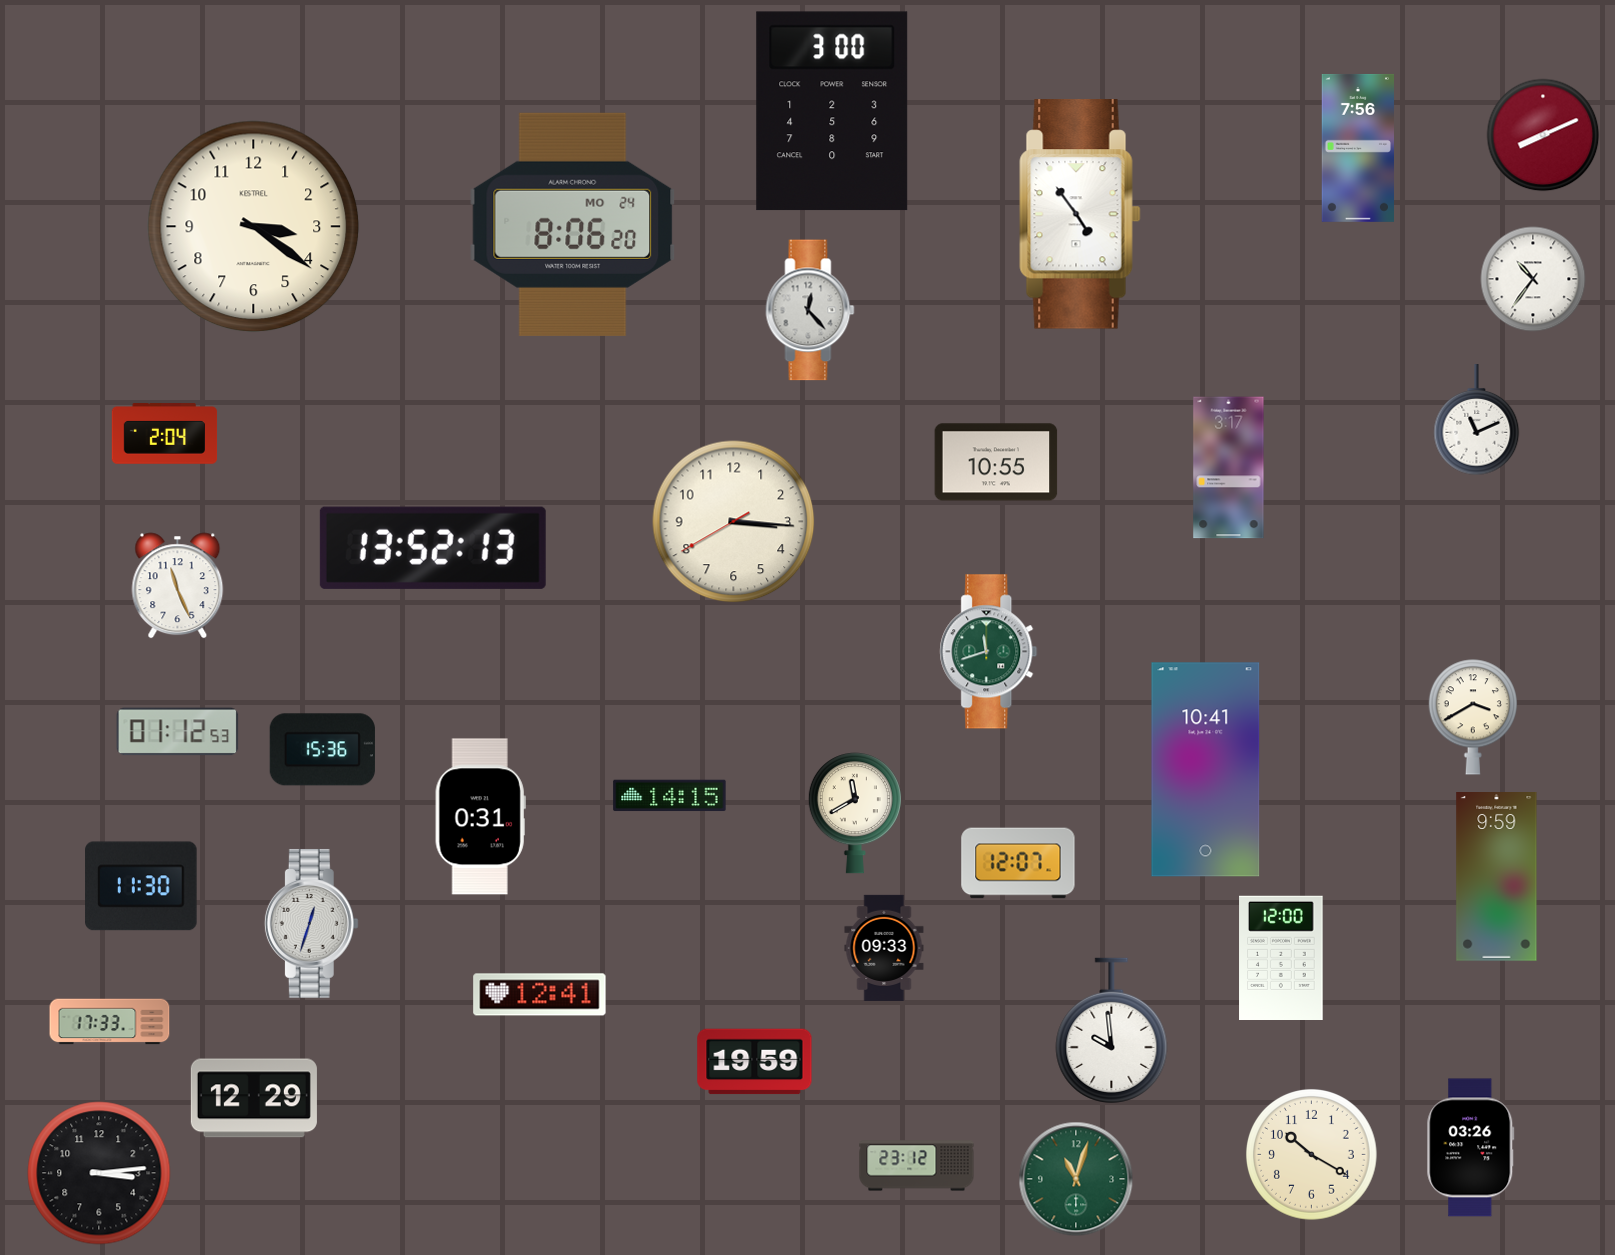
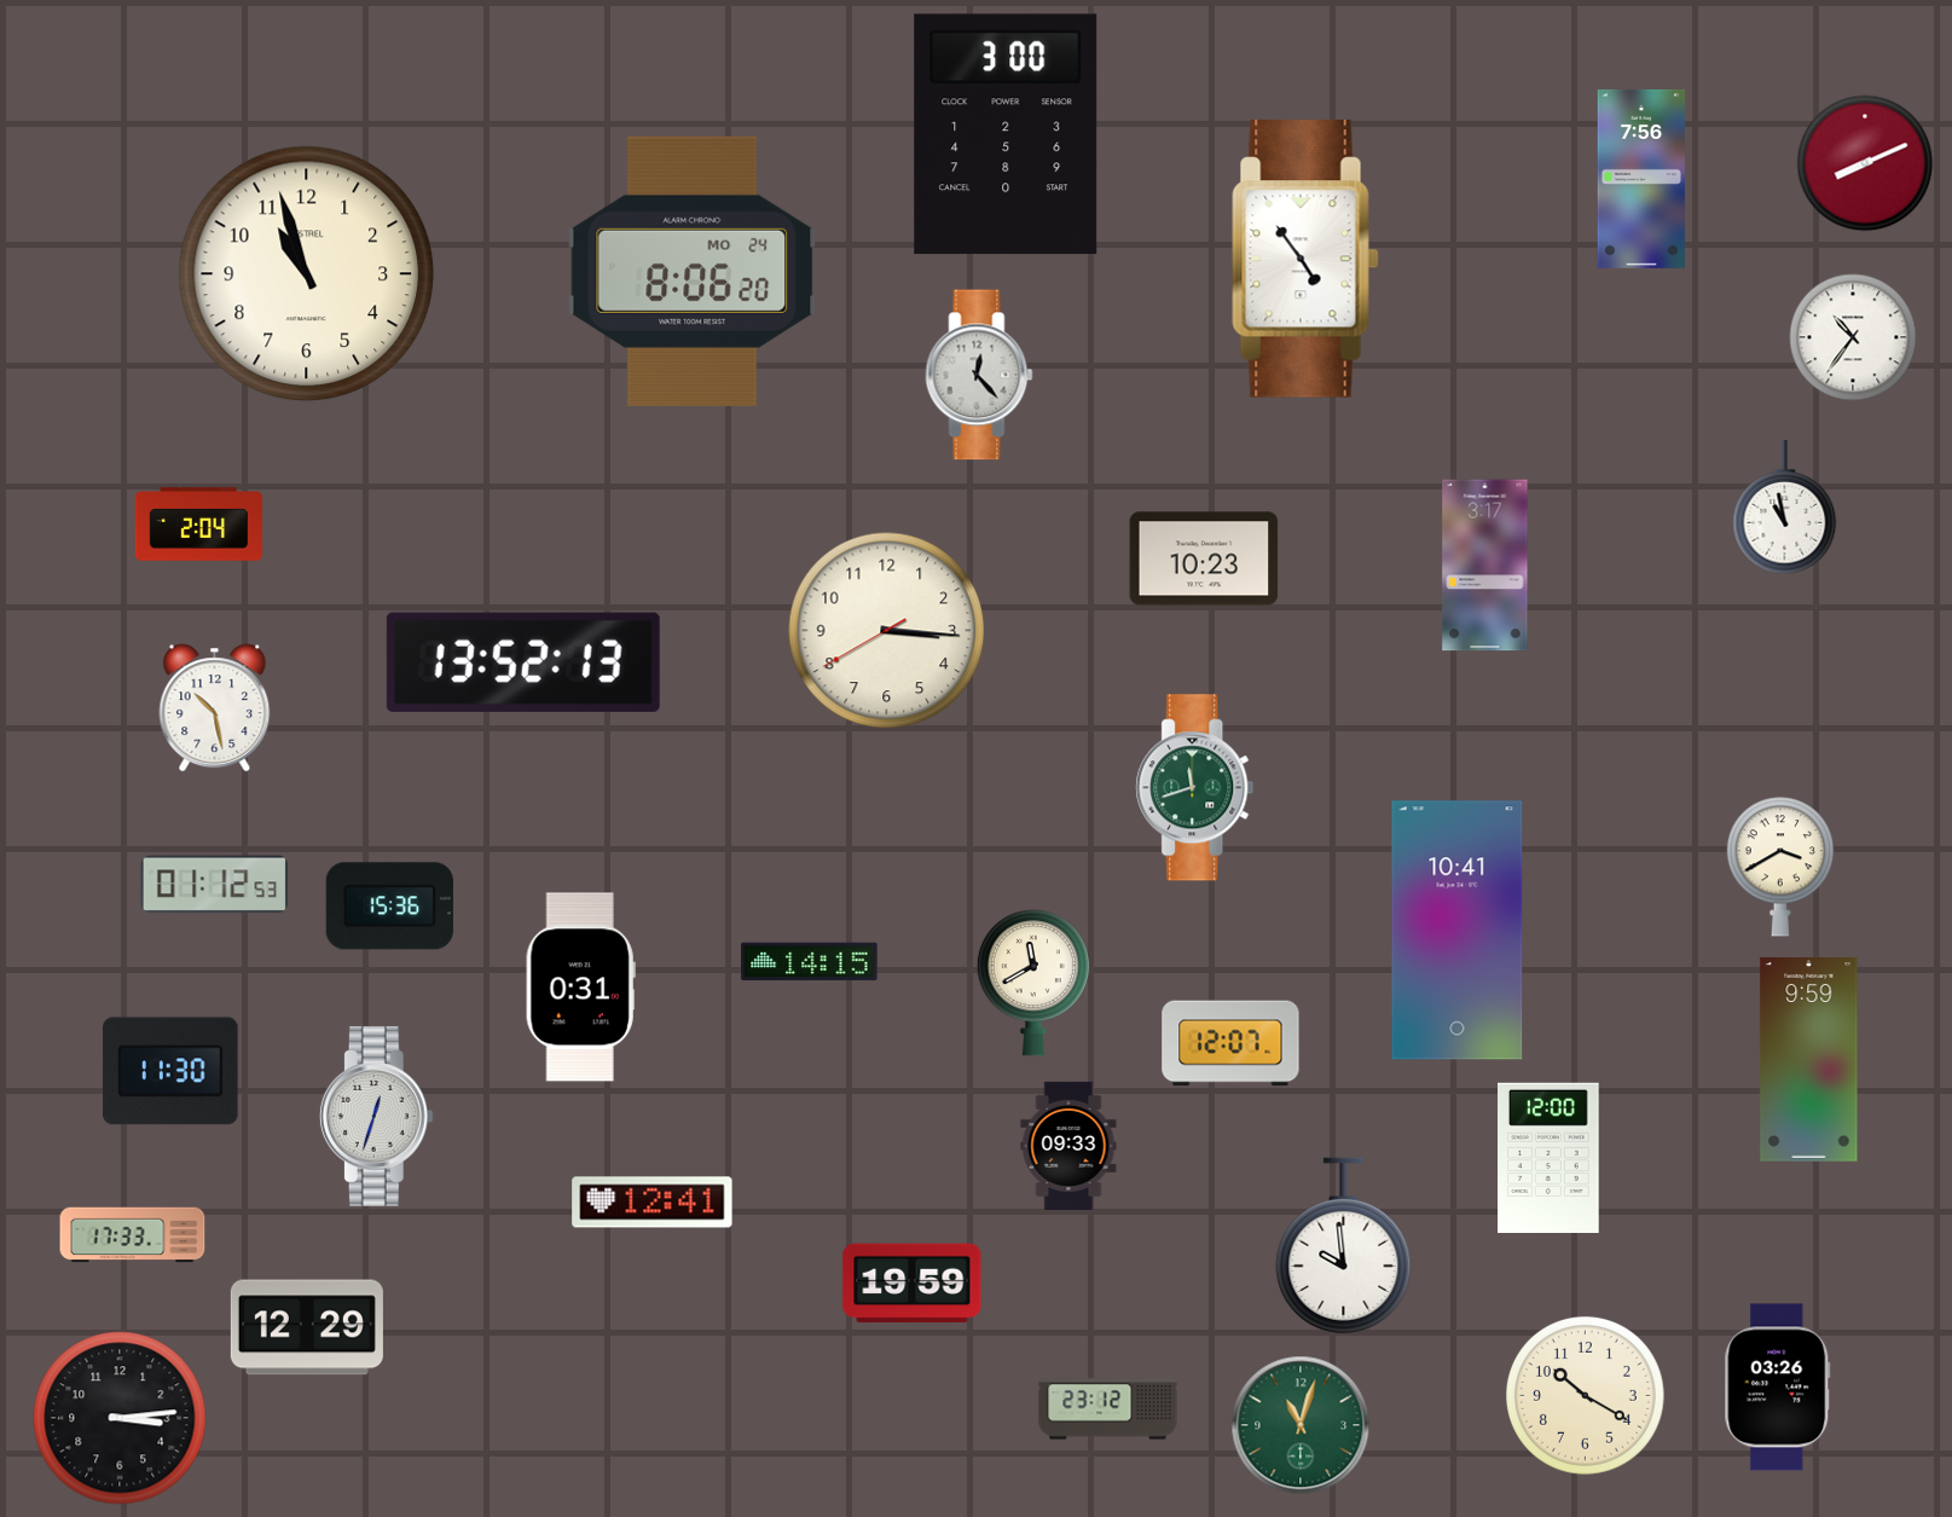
clock at (254, 227): 3:21 -> 10:57
clock at (1477, 420): 11:11 -> 10:58
clock at (996, 462): 10:55 -> 10:23
clock at (178, 586): 11:26 -> 10:28
